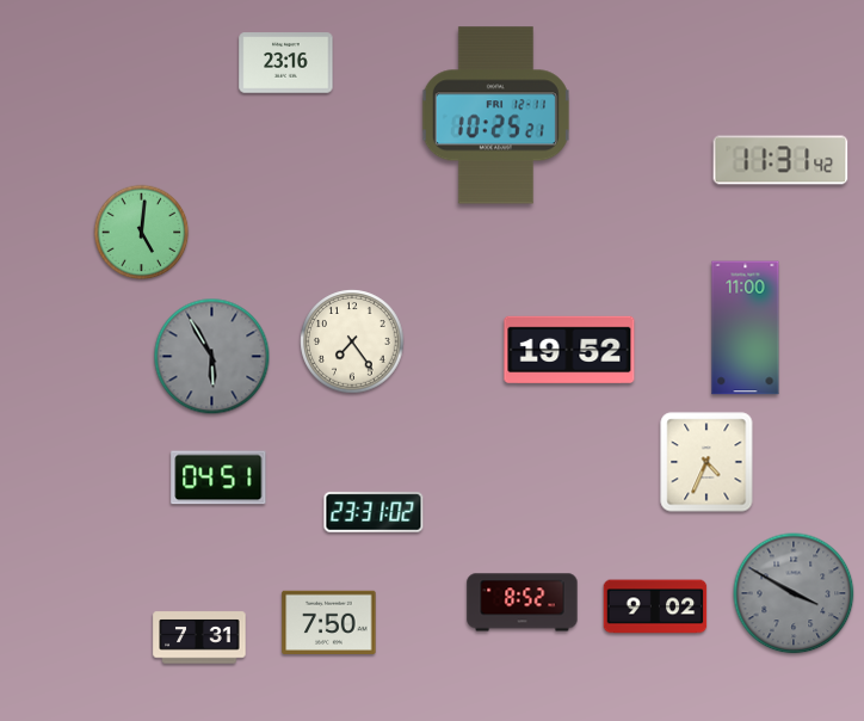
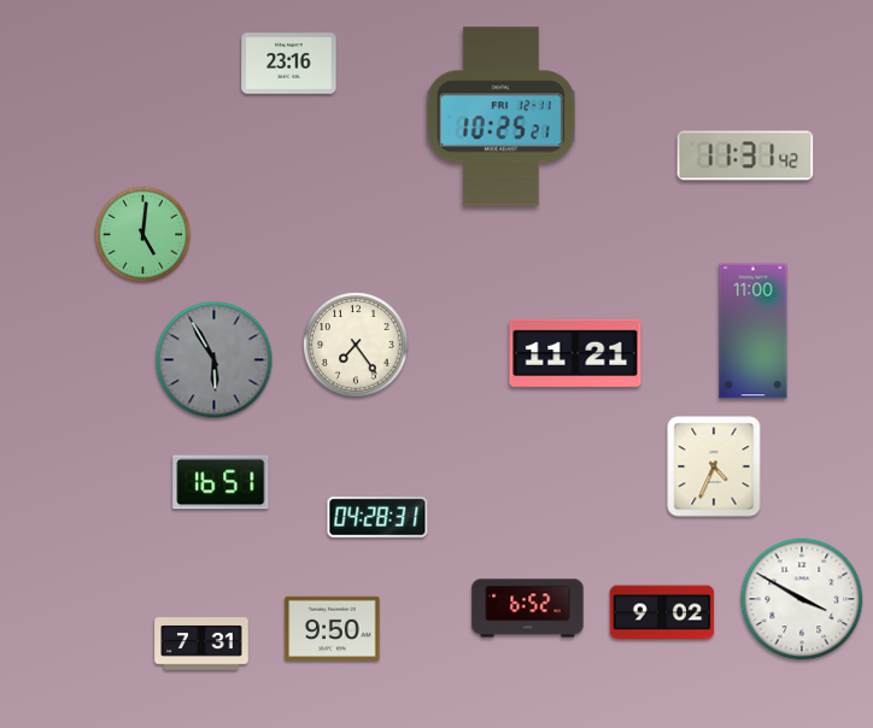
clock at (780, 160) position: (780, 160) -> (745, 155)
clock at (569, 350): 19:52 -> 11:21
clock at (218, 477): 04:51 -> 16:51
clock at (374, 512): 23:31 -> 04:28
clock at (794, 593) dial: grey -> white
clock at (523, 603): 8:52 -> 6:52
clock at (329, 622): 7:50 -> 9:50
